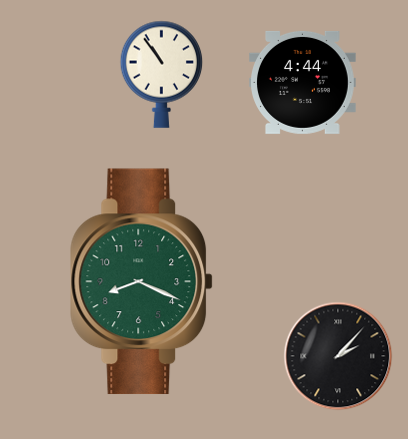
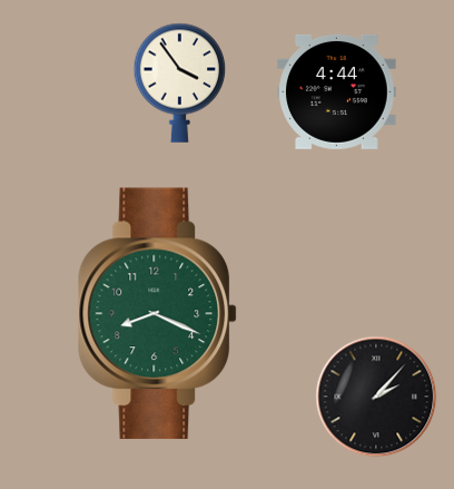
clock at (162, 74): 10:54 -> 3:54
